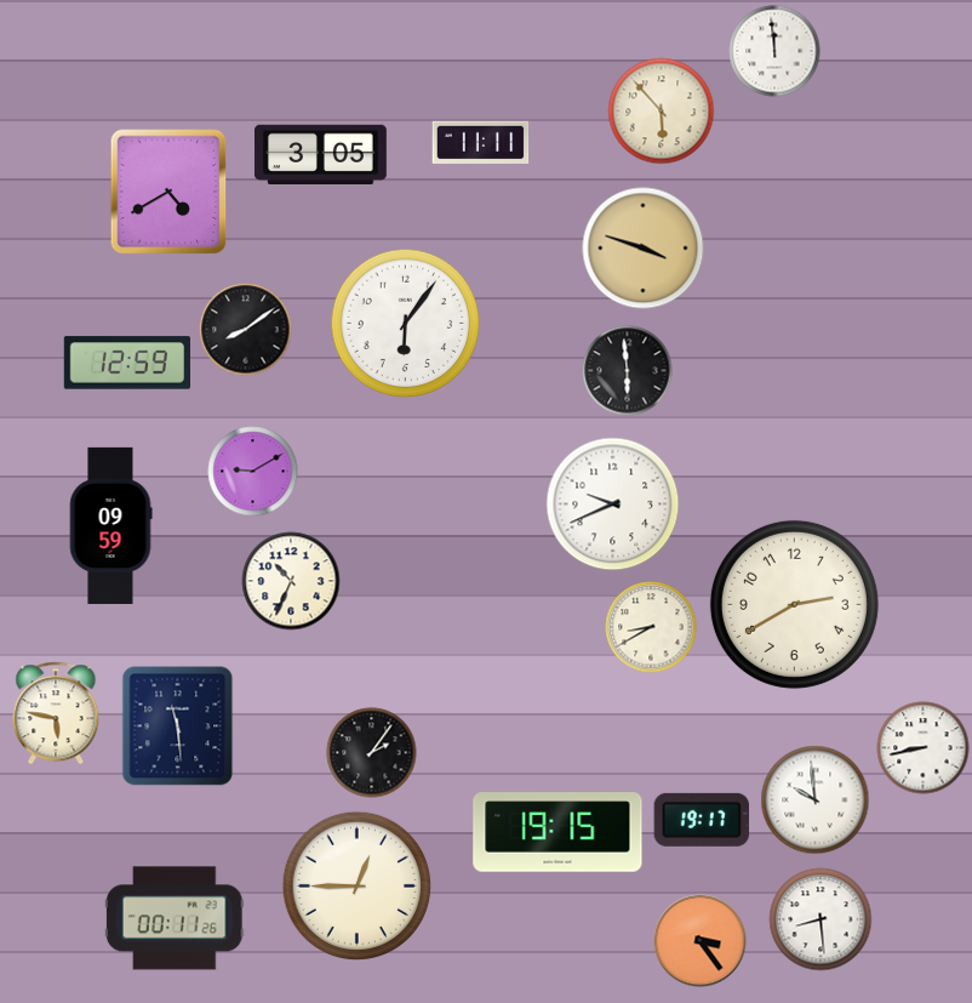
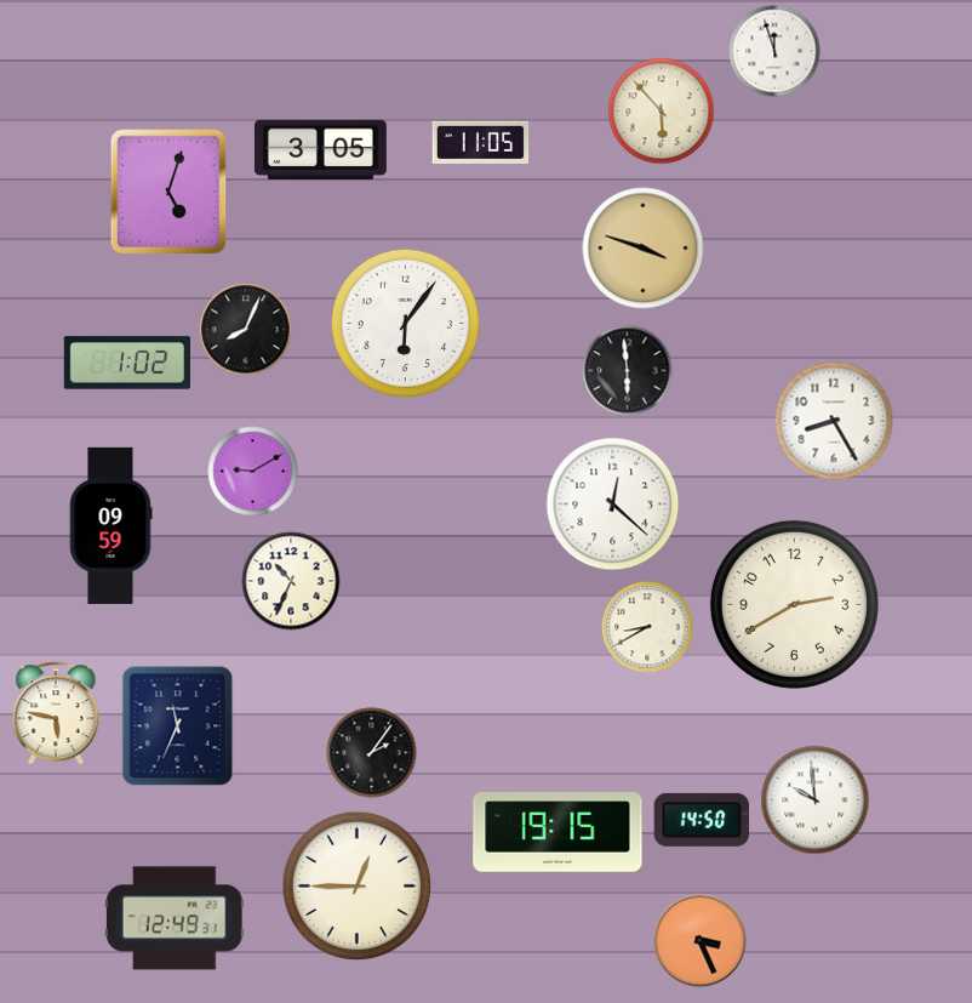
clock at (774, 51): 11:59 -> 11:57
clock at (481, 142): 11:11 -> 11:05
clock at (320, 154) position: (320, 154) -> (320, 149)
clock at (168, 192): 4:40 -> 5:03
clock at (246, 330): 8:09 -> 8:04
clock at (127, 363): 12:59 -> 1:02
clock at (834, 421): none -> 8:25
clock at (613, 505): 9:41 -> 12:22
clock at (651, 627) position: (651, 627) -> (647, 627)
clock at (178, 726): 11:29 -> 11:34
clock at (924, 748): 8:43 -> none
clock at (702, 820): 19:17 -> 14:50
clock at (175, 918): 00:11 -> 12:49
clock at (821, 919): 8:29 -> none
clock at (701, 941): 3:24 -> 3:26
